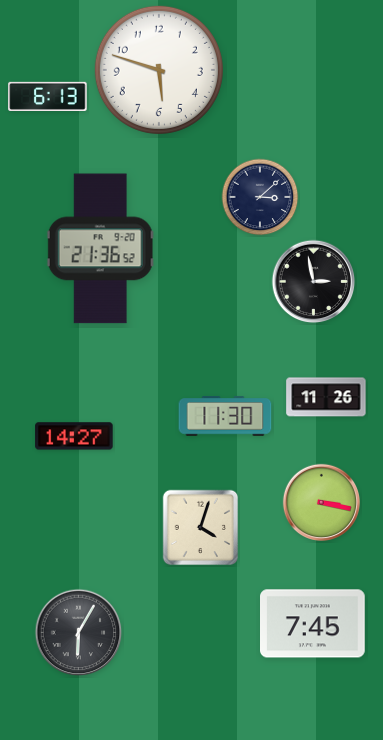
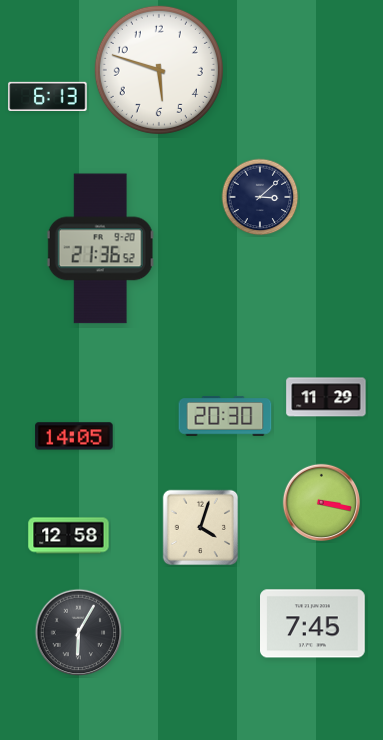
clock at (314, 282): 2:58 -> none
clock at (326, 397): 11:26 -> 11:29
clock at (225, 416): 11:30 -> 20:30
clock at (74, 436): 14:27 -> 14:05
clock at (69, 536): none -> 12:58
